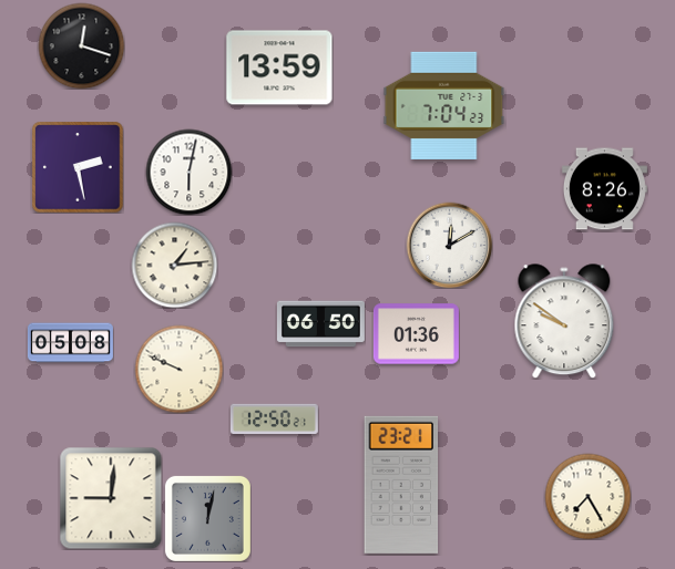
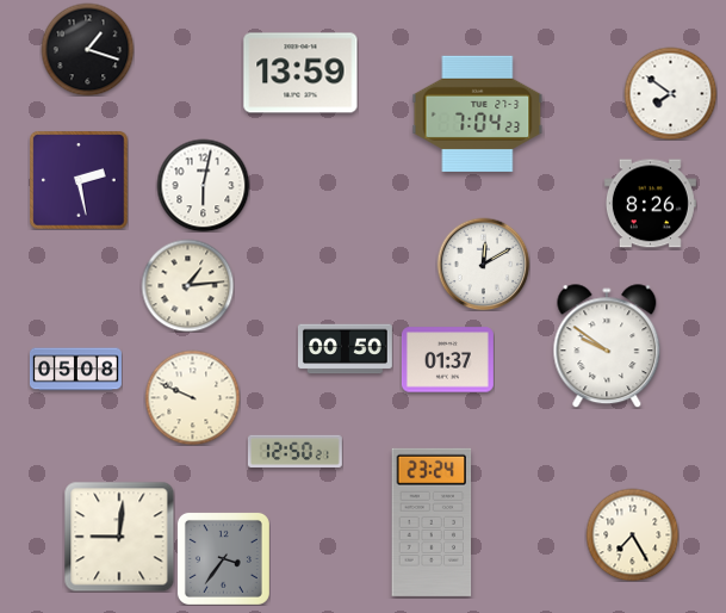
clock at (81, 45): 12:18 -> 1:18
clock at (670, 93): none -> 7:51
clock at (78, 167) position: (78, 167) -> (79, 180)
clock at (320, 324): 06:50 -> 00:50
clock at (416, 334): 01:36 -> 01:37
clock at (401, 485): 23:21 -> 23:24
clock at (207, 518): 12:02 -> 3:36
